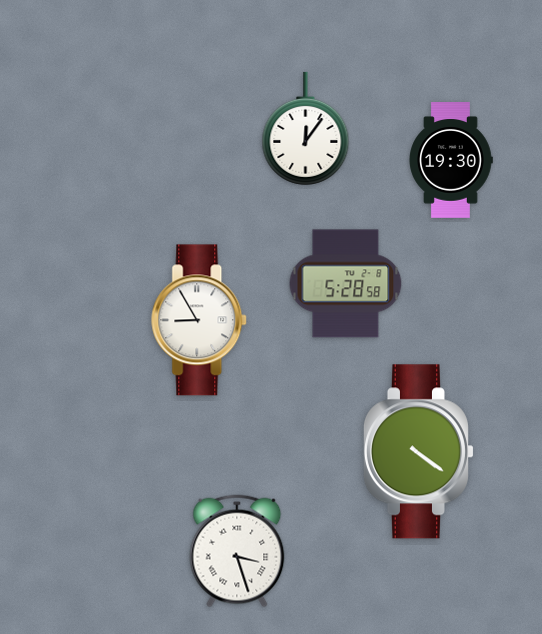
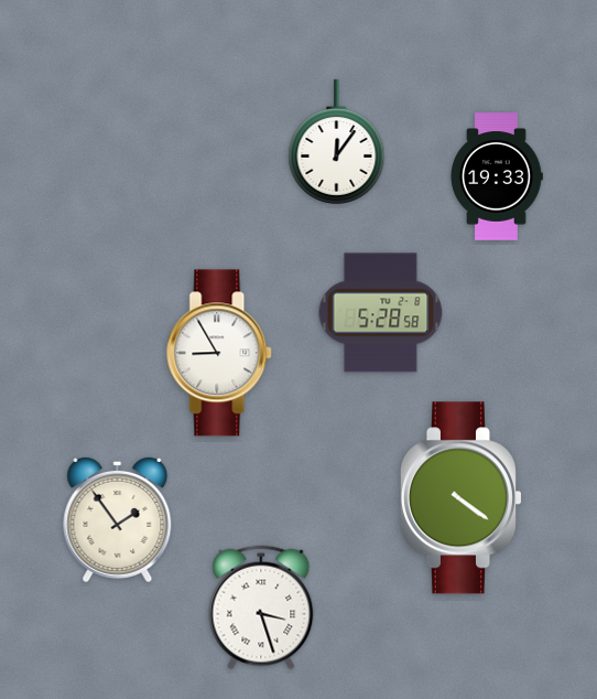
clock at (451, 160): 19:30 -> 19:33
clock at (118, 519): none -> 1:54
